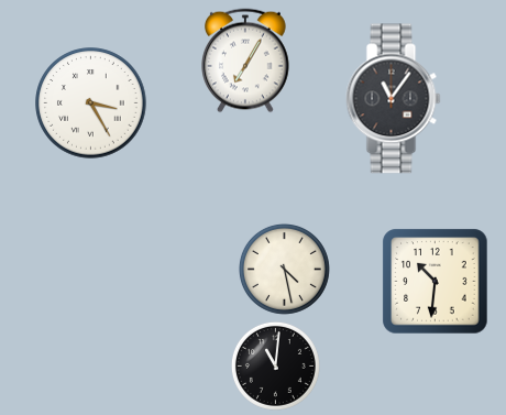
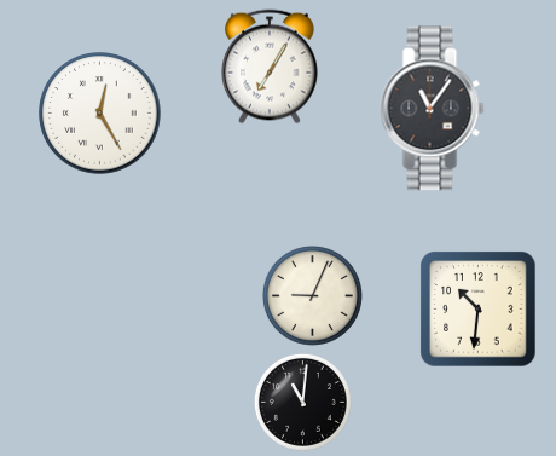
clock at (91, 103): 3:25 -> 12:25
clock at (284, 269): 4:28 -> 9:04
